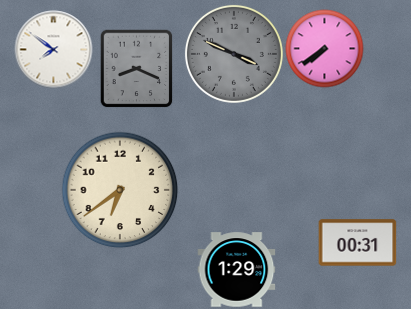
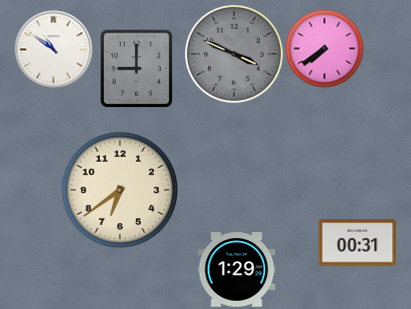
clock at (53, 49): 7:51 -> 10:51
clock at (137, 68): 8:19 -> 9:00
